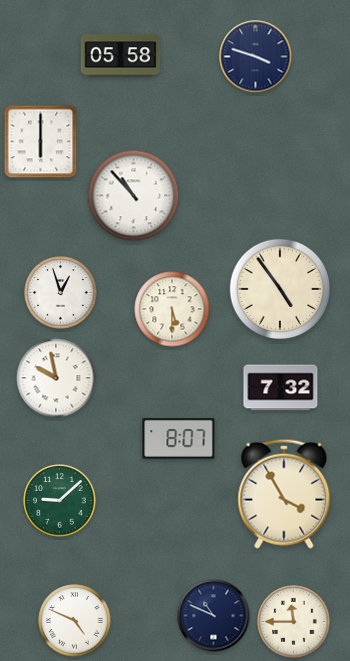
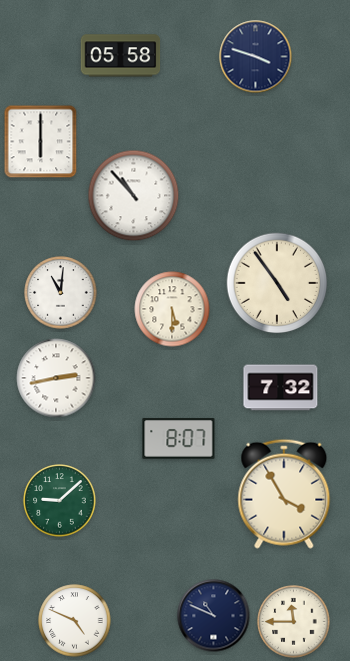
clock at (280, 289) position: (280, 289) -> (277, 283)
clock at (61, 293): 12:57 -> 11:01
clock at (56, 378): 9:58 -> 2:43
